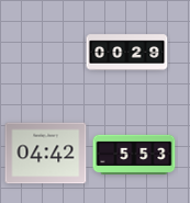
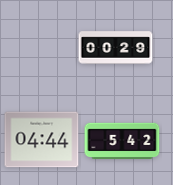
clock at (46, 154): 04:42 -> 04:44
clock at (134, 155): 5:53 -> 5:42
